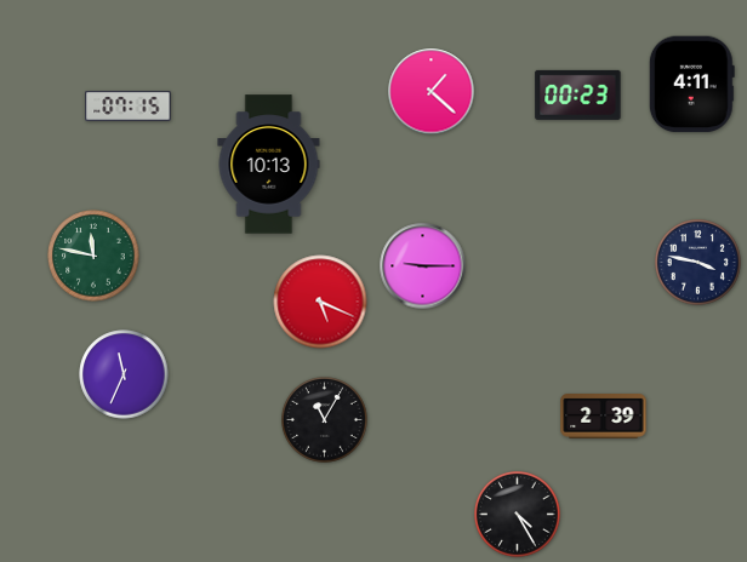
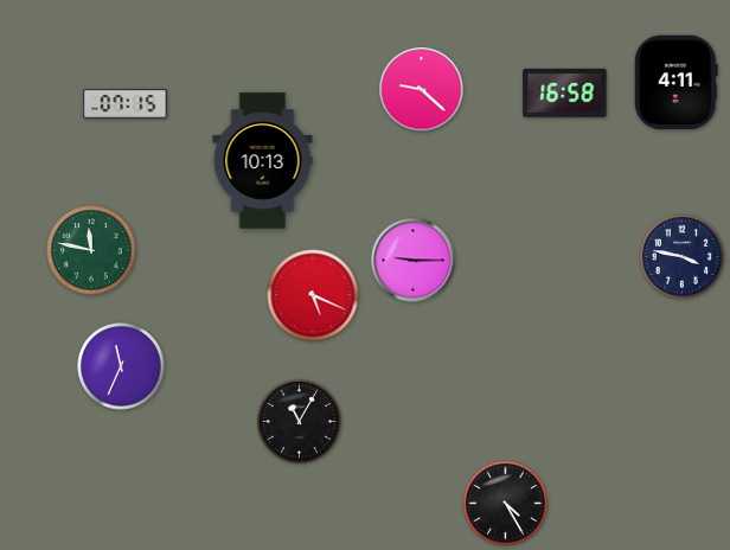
clock at (432, 92): 1:22 -> 9:22
clock at (578, 94): 00:23 -> 16:58
clock at (604, 417): 2:39 -> none
clock at (325, 420) position: (325, 420) -> (300, 422)
